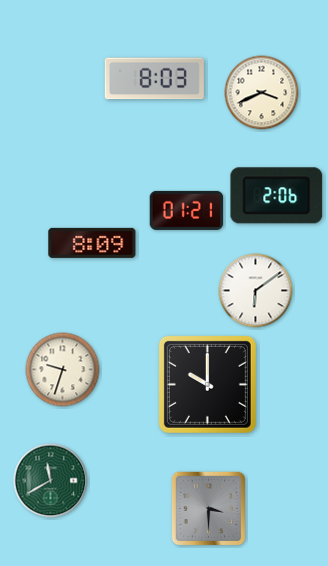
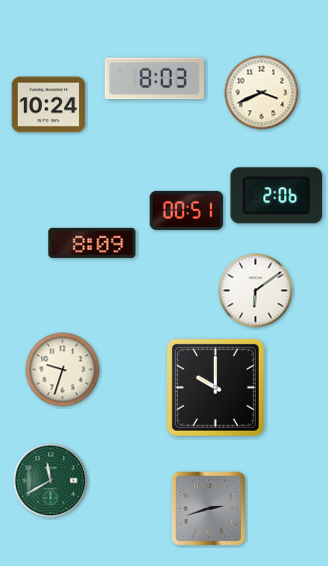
clock at (49, 105): none -> 10:24
clock at (187, 210): 01:21 -> 00:51
clock at (207, 384) position: (207, 384) -> (215, 387)
clock at (209, 509): 3:30 -> 2:42
